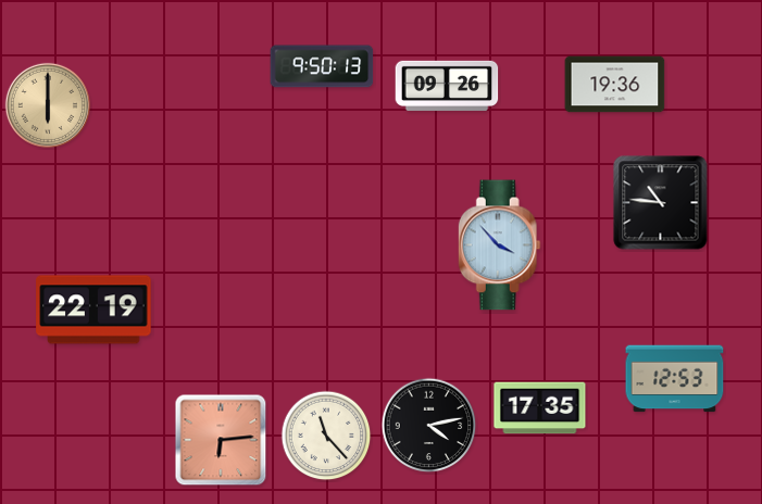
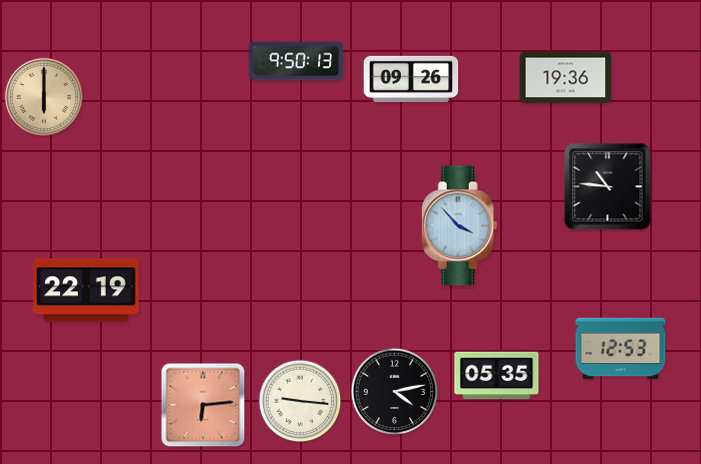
clock at (93, 310) position: (93, 310) -> (86, 290)
clock at (540, 408): 17:35 -> 05:35
clock at (326, 436): 11:23 -> 9:16
